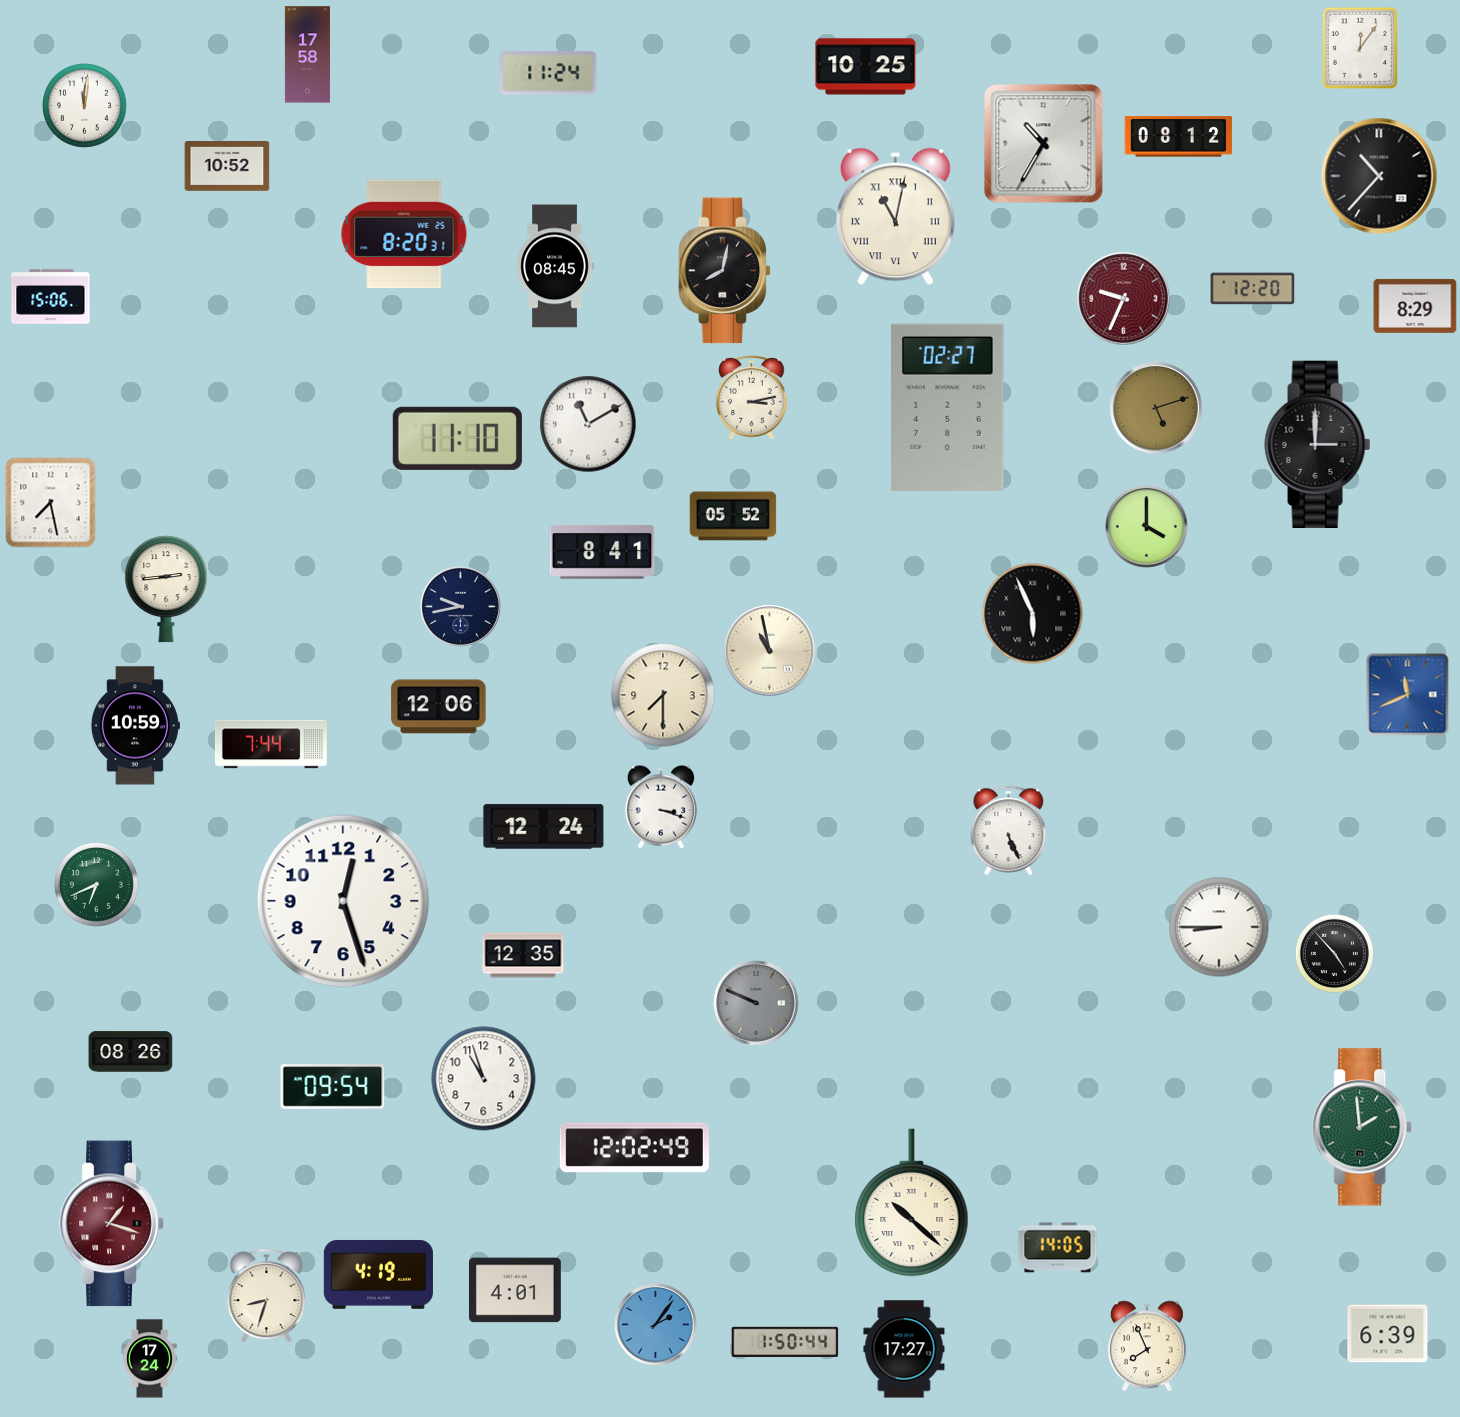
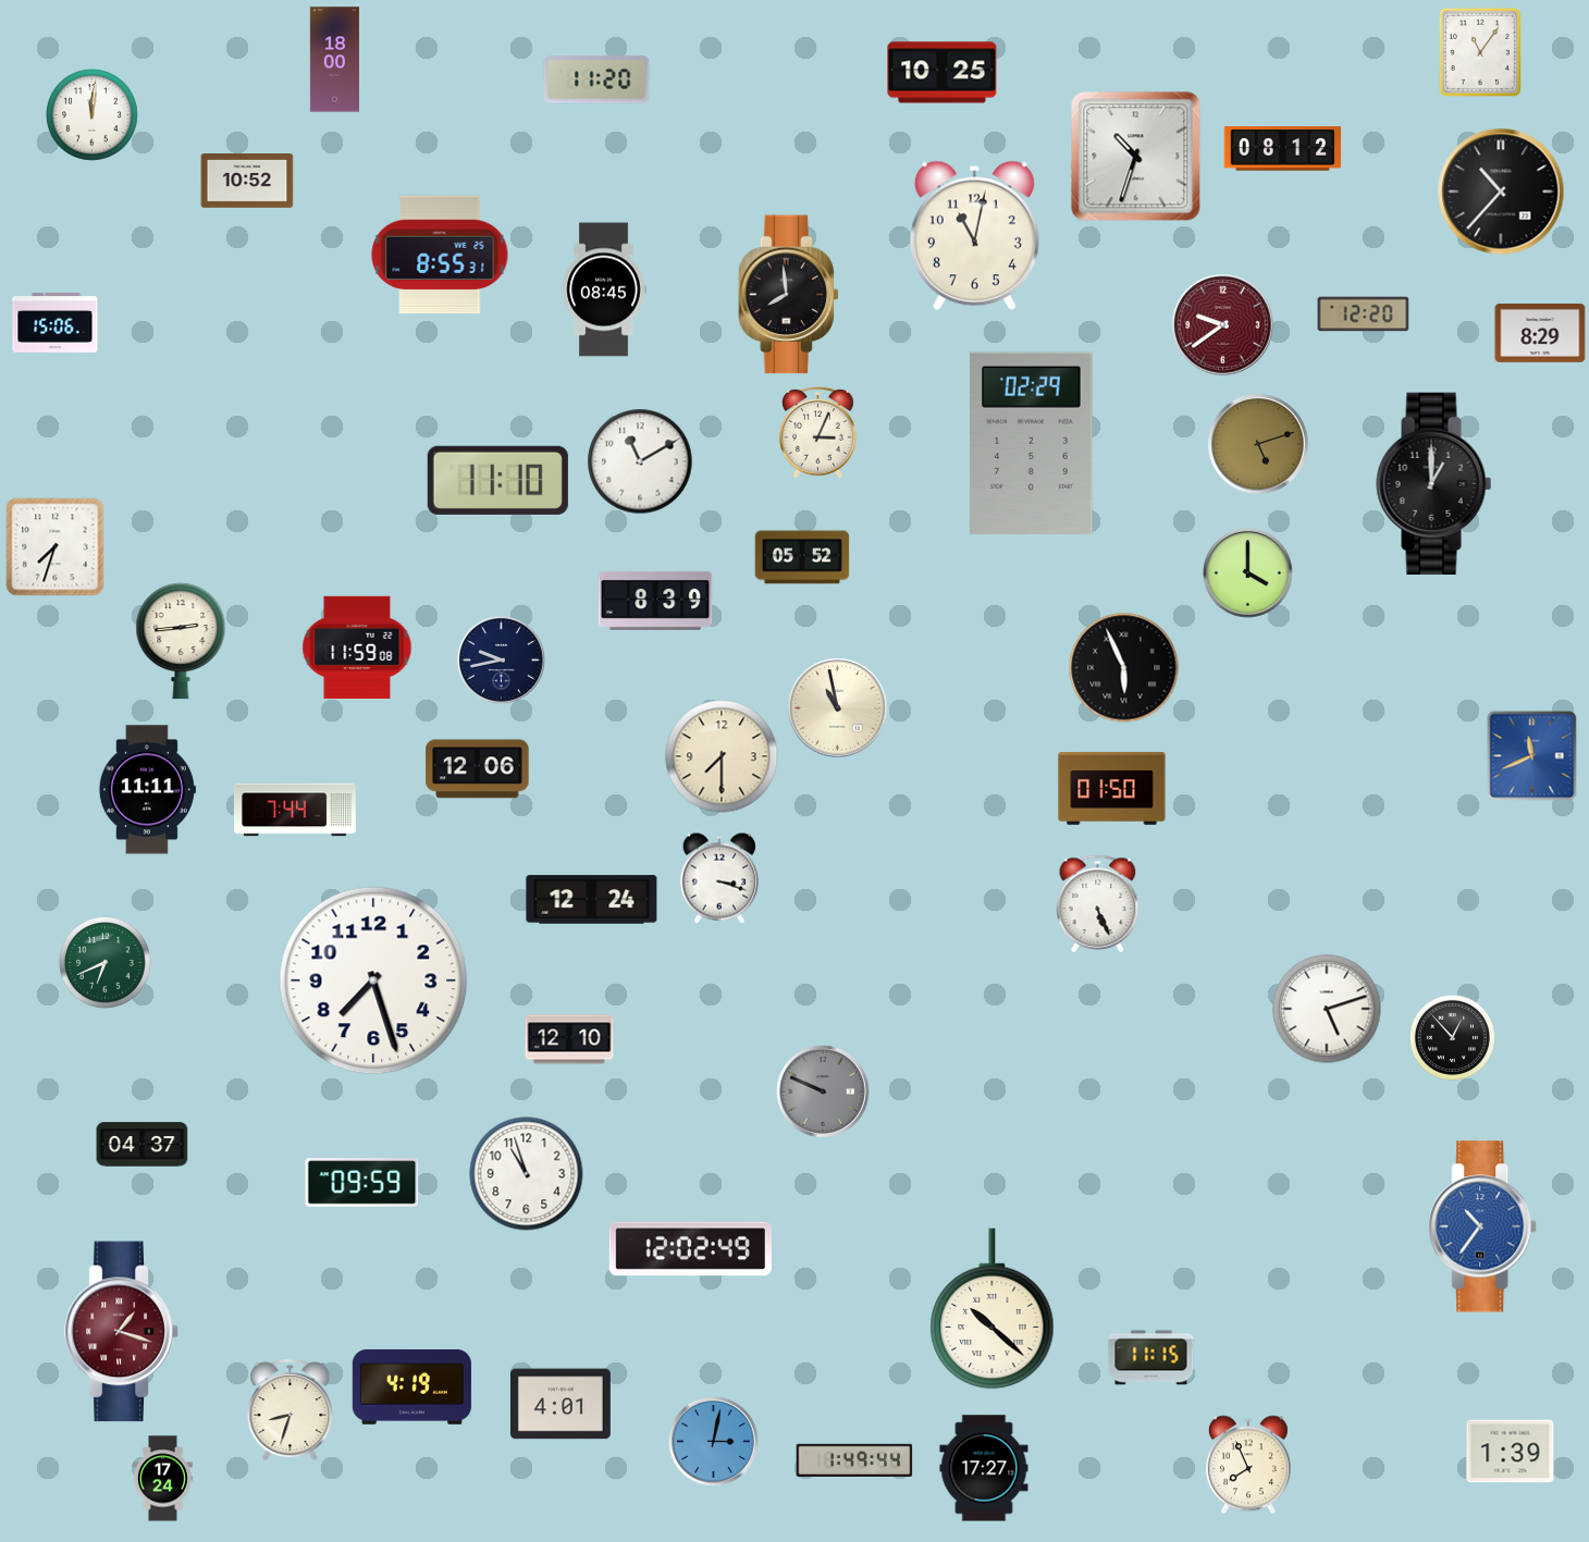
clock at (1360, 48): 12:06 -> 11:06
clock at (307, 55): 17:58 -> 18:00
clock at (548, 73): 11:24 -> 11:20
clock at (1044, 144): 10:35 -> 10:33
clock at (895, 217) numerals: Roman -> Arabic
clock at (404, 234): 8:20 -> 8:55
clock at (725, 271): 8:02 -> 7:59
clock at (1124, 299): 9:34 -> 9:39
clock at (752, 398): 3:13 -> 3:04
clock at (948, 407): 02:27 -> 02:29
clock at (457, 438) position: (457, 438) -> (497, 480)
clock at (1318, 444): 3:00 -> 1:00
clock at (51, 503): 7:28 -> 7:33
clock at (733, 516) position: (733, 516) -> (802, 557)
clock at (602, 552): 8:41 -> 8:39
clock at (357, 647): none -> 11:59
clock at (1112, 789): none -> 01:50
clock at (135, 726): 10:59 -> 11:11
clock at (343, 901): 12:27 -> 7:27
clock at (1219, 927): 8:45 -> 5:12
clock at (1334, 953): 4:53 -> 12:53
clock at (523, 955): 12:35 -> 12:10
clock at (131, 1052): 08:26 -> 04:37
clock at (333, 1087): 09:54 -> 09:59
clock at (1363, 1127): 1:59 -> 10:36
clock at (1363, 1127) dial: green -> blue
clock at (1058, 1248): 14:05 -> 11:15
clock at (656, 1325): 2:06 -> 3:02
clock at (1388, 1334): 6:39 -> 1:39
clock at (785, 1342): 1:50 -> 1:49
